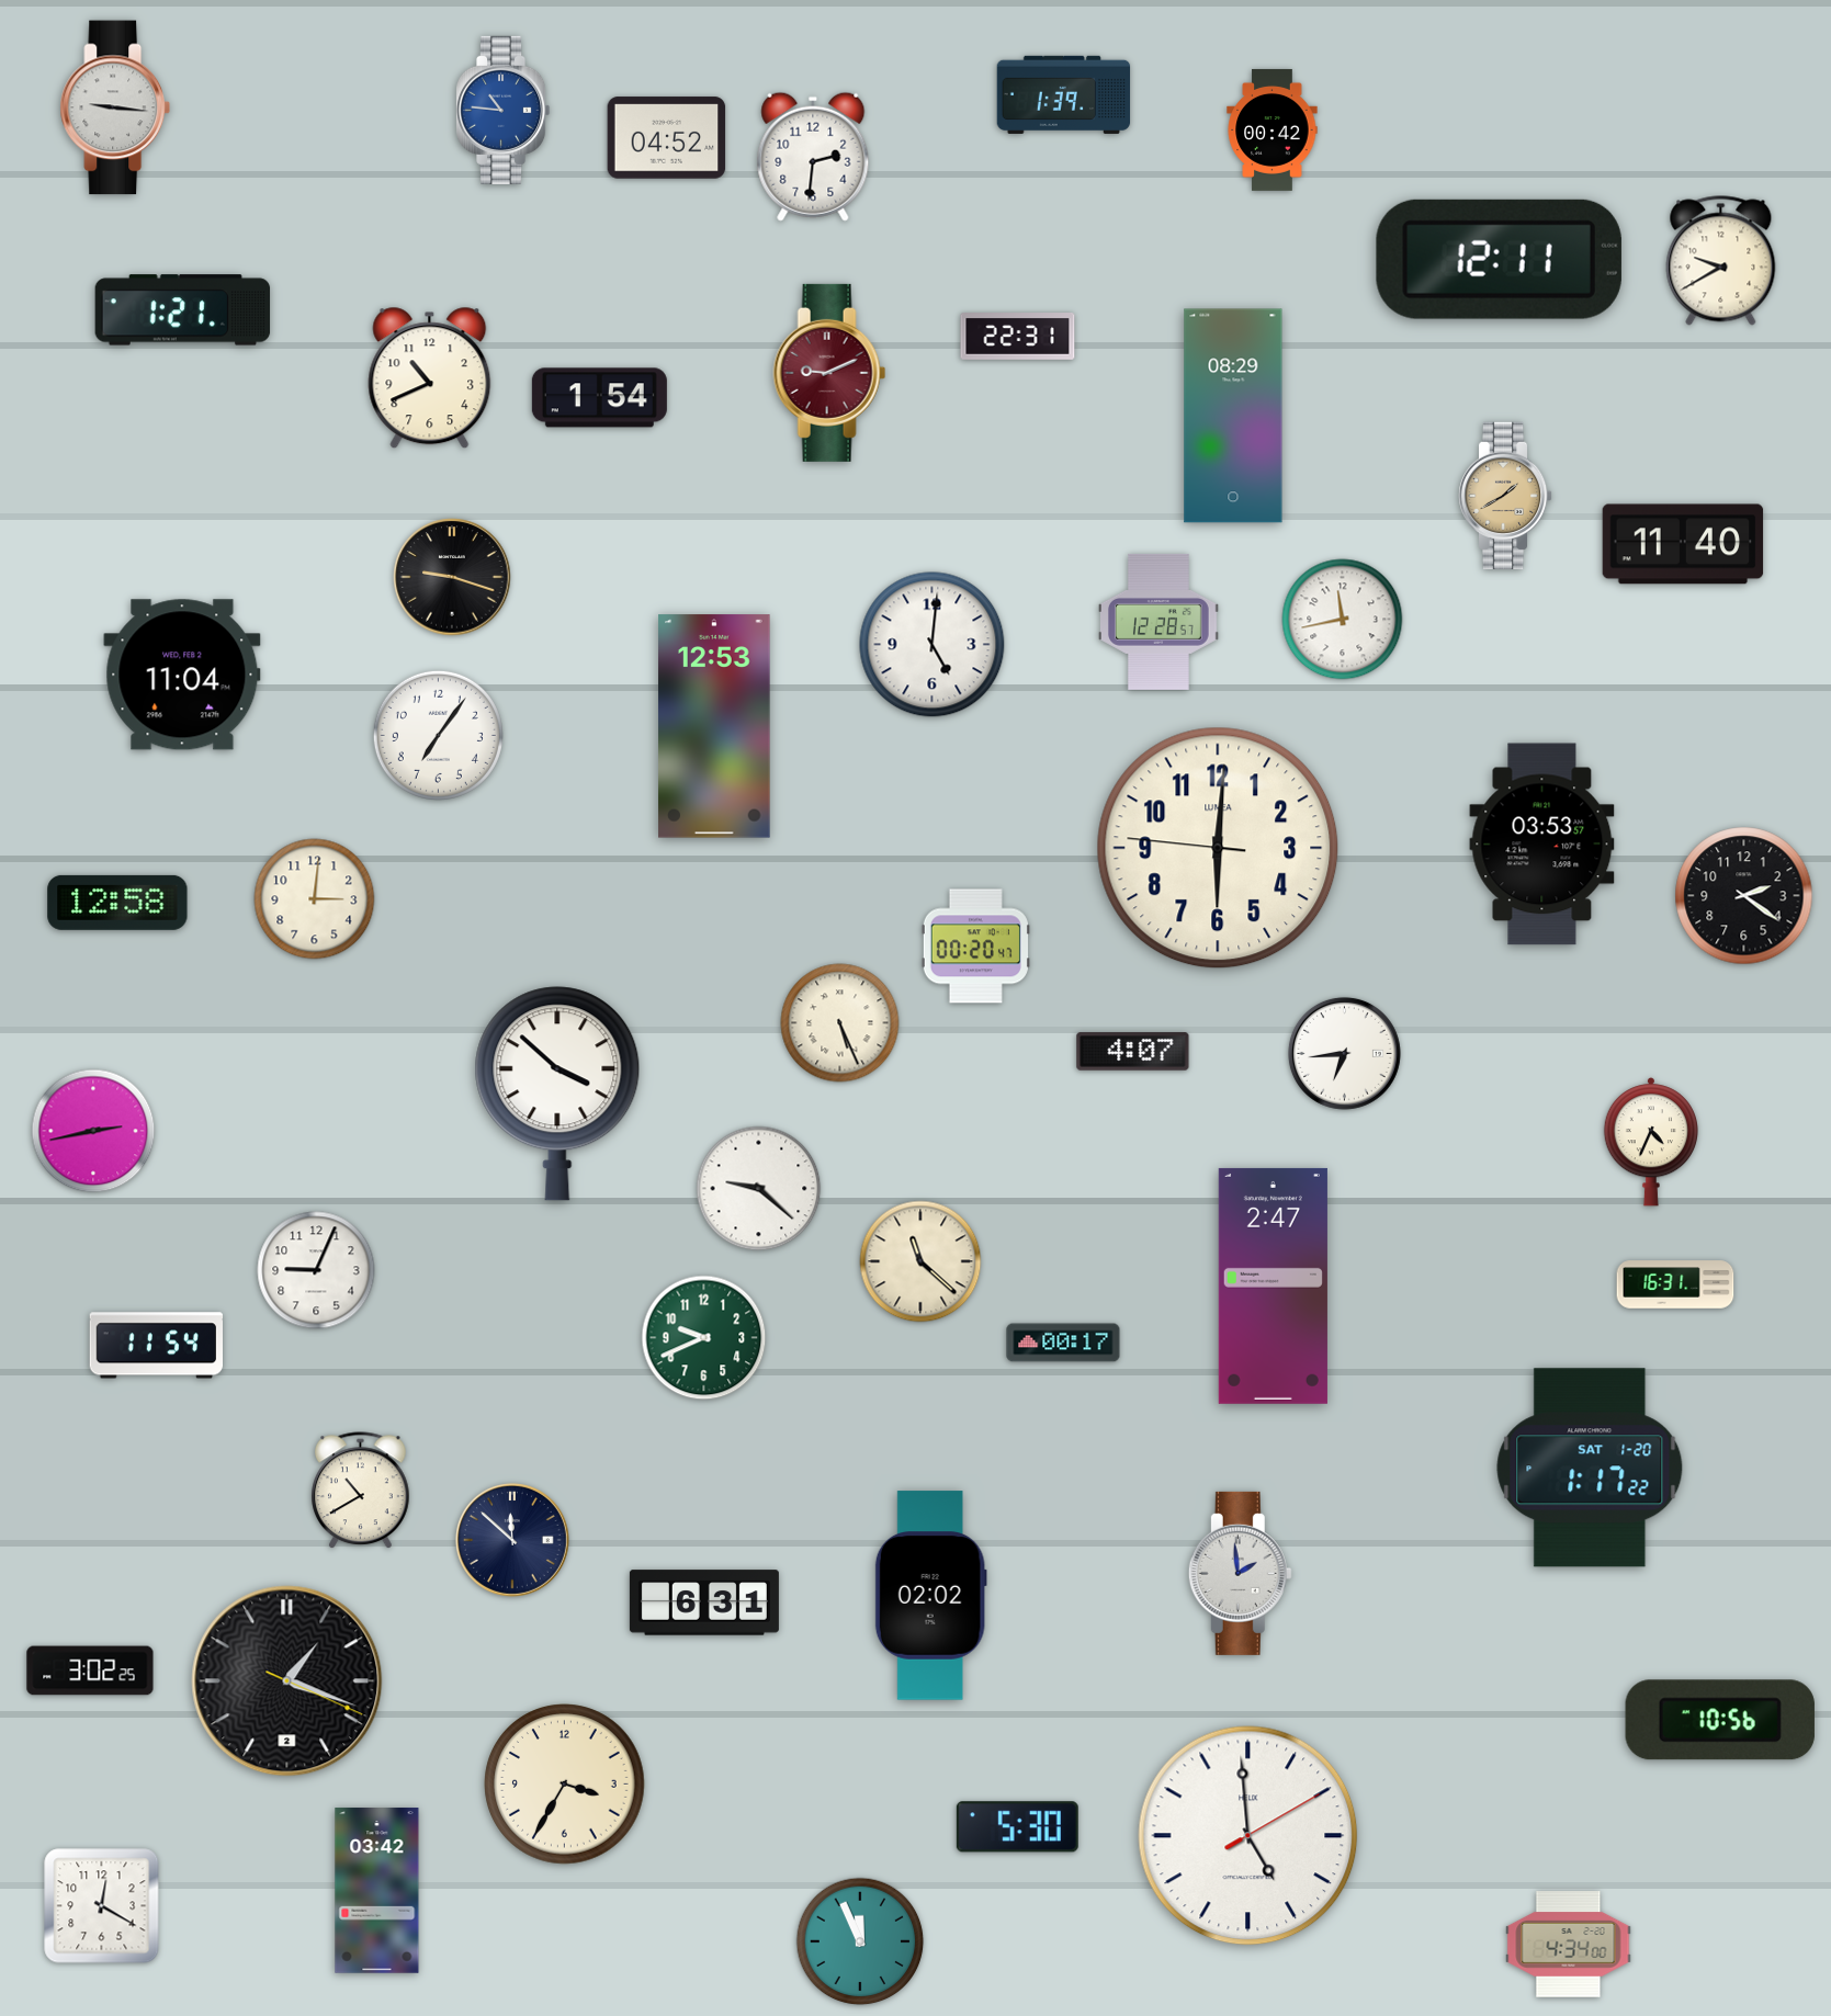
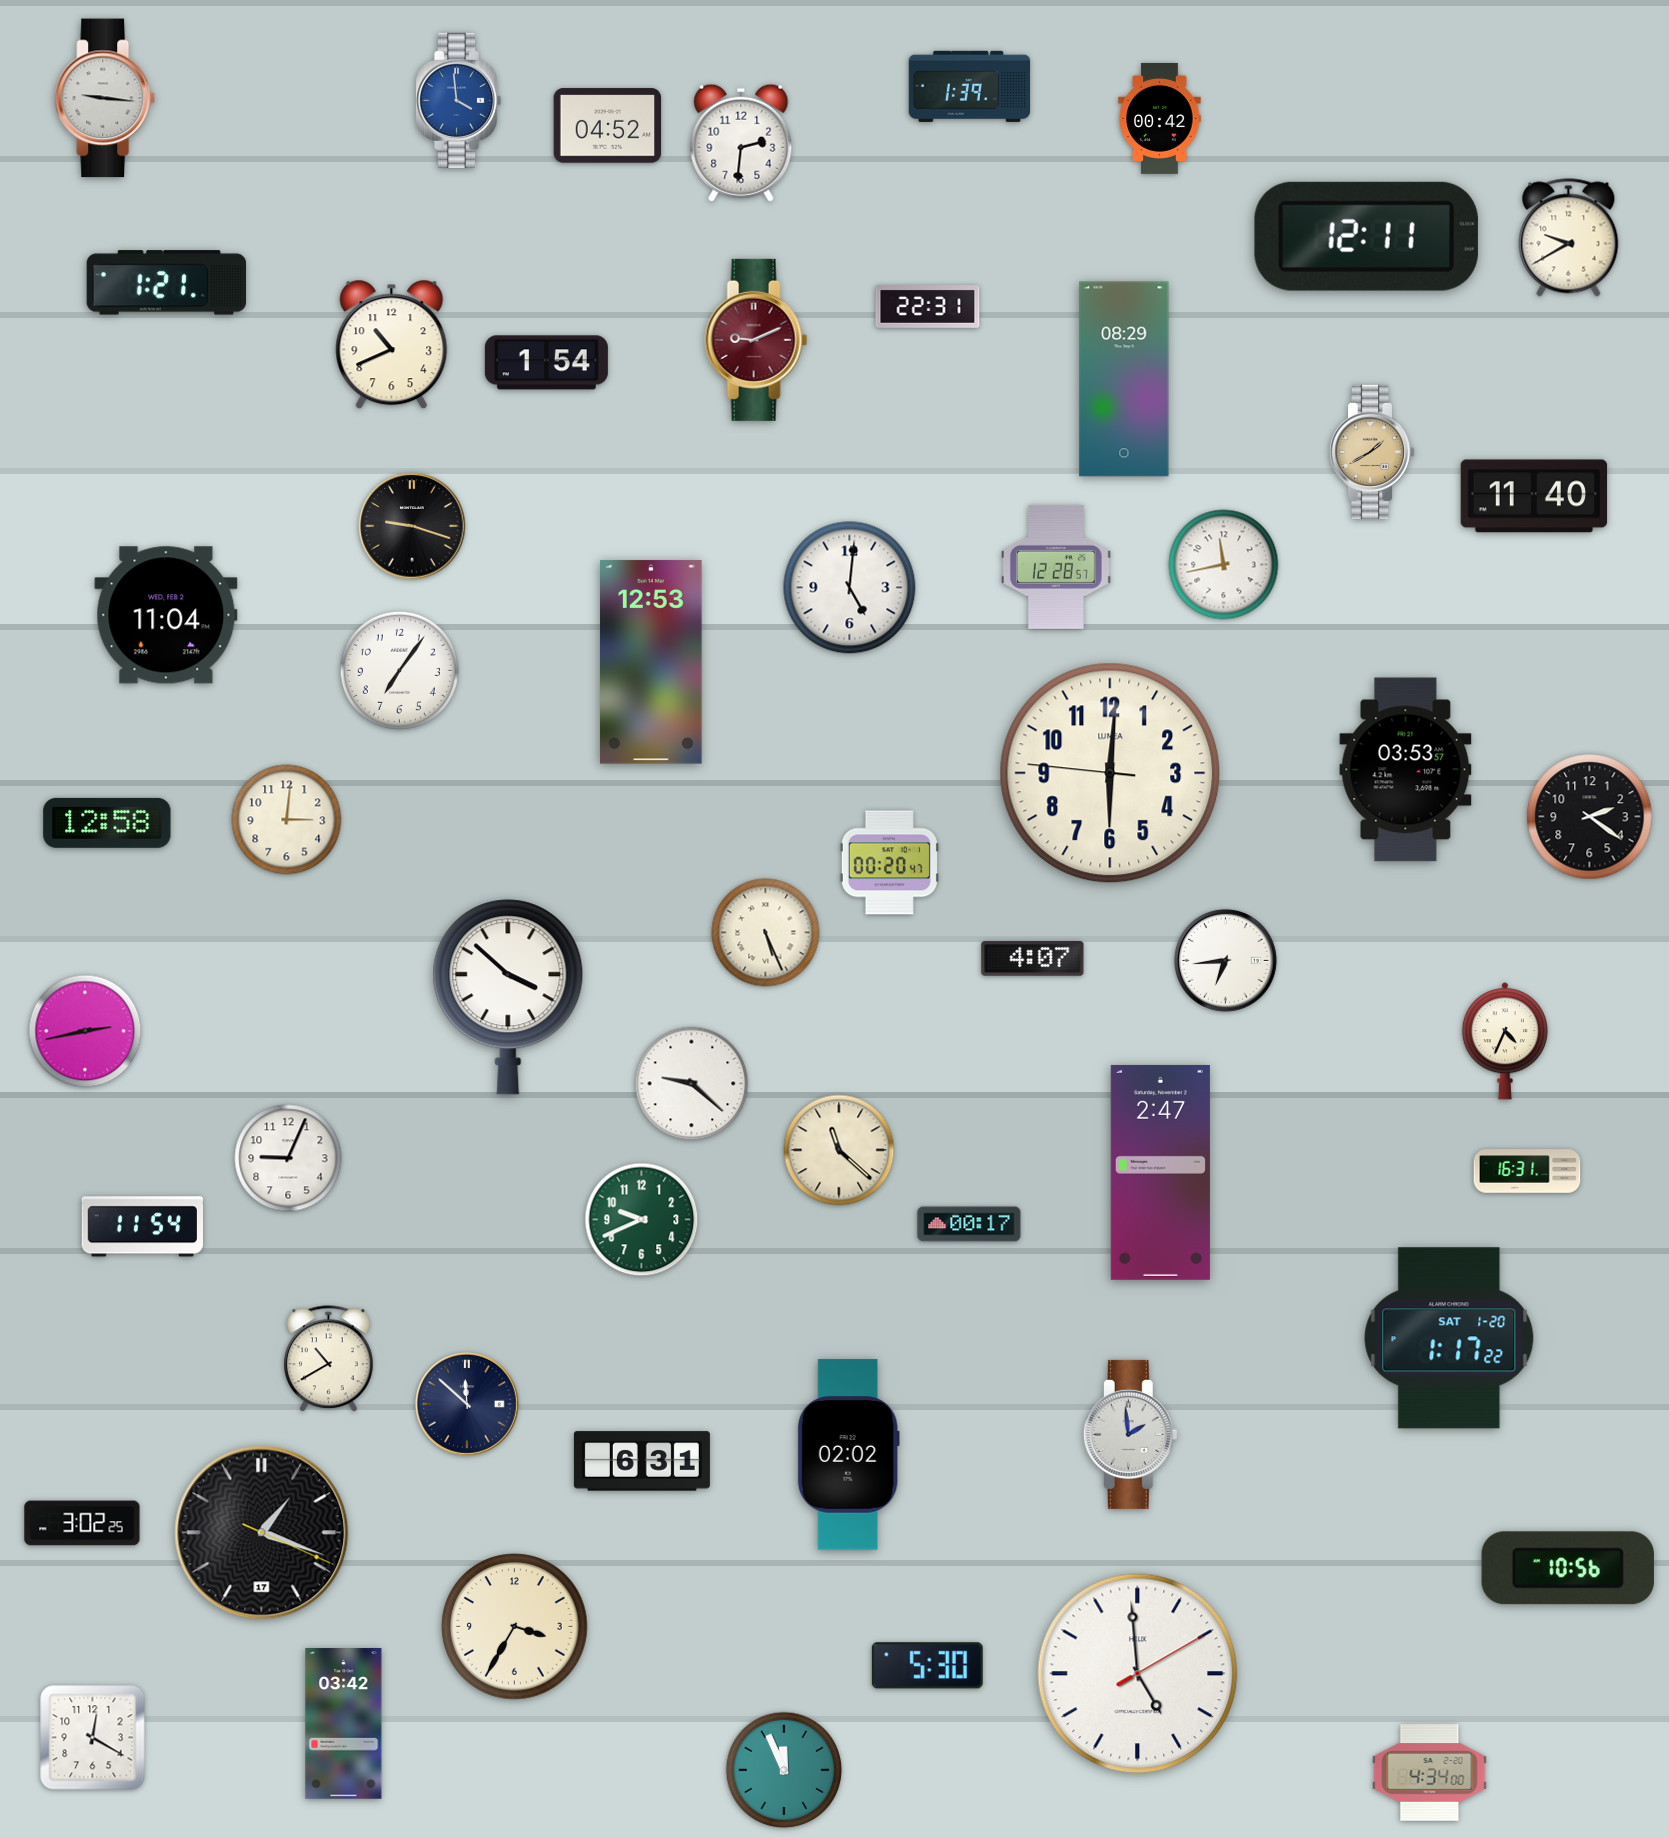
clock at (502, 110): 10:46 -> 3:59
clock at (287, 1681) date: 2 -> 17
